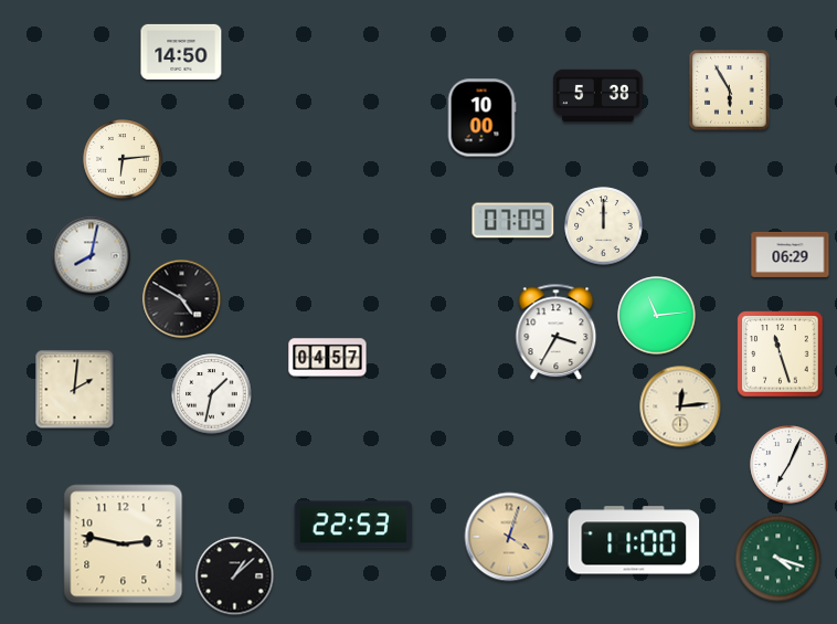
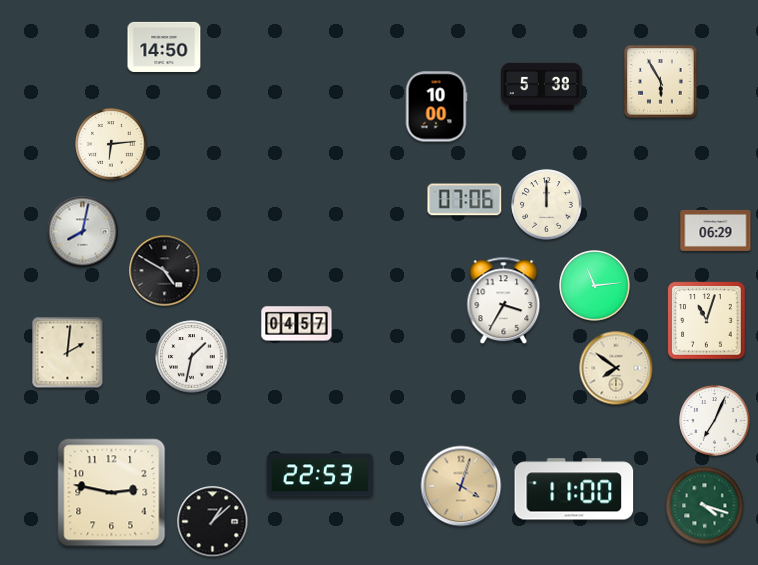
clock at (513, 221): 07:09 -> 07:06
clock at (781, 355): 11:27 -> 11:03
clock at (680, 406): 12:14 -> 7:51
